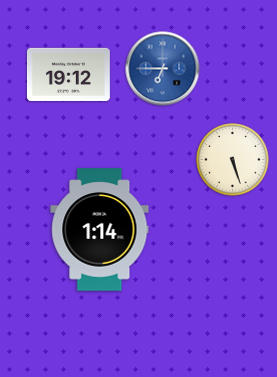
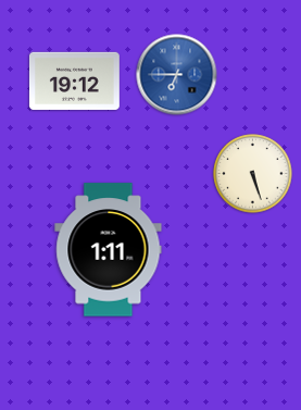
clock at (100, 230): 1:14 -> 1:11
